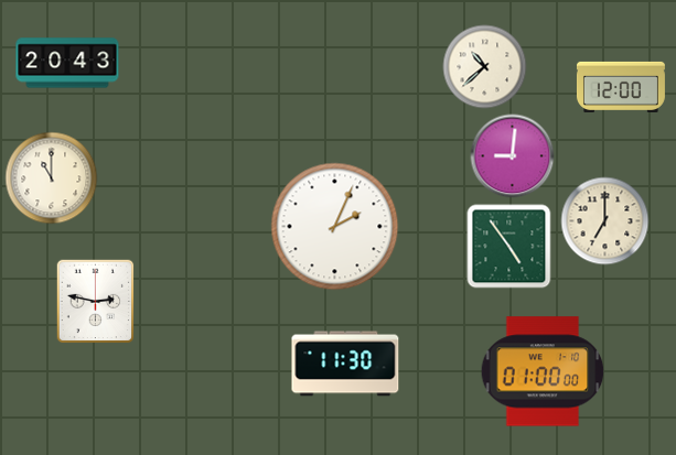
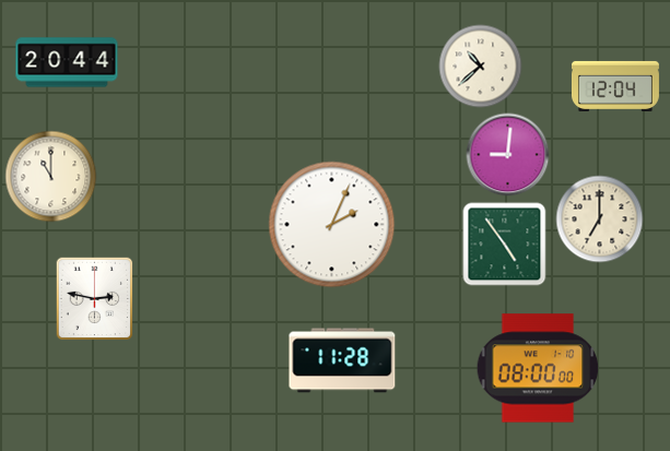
clock at (67, 63): 20:43 -> 20:44
clock at (621, 87): 12:00 -> 12:04
clock at (345, 364): 11:30 -> 11:28
clock at (543, 371): 01:00 -> 08:00
